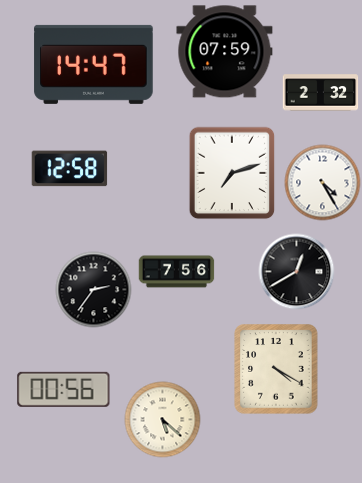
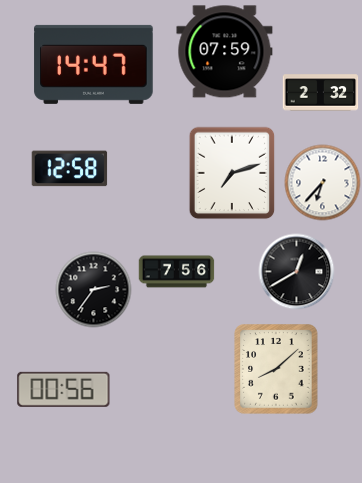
clock at (323, 183): 4:25 -> 6:37
clock at (276, 369): 4:20 -> 8:08
clock at (163, 420): 5:22 -> none
